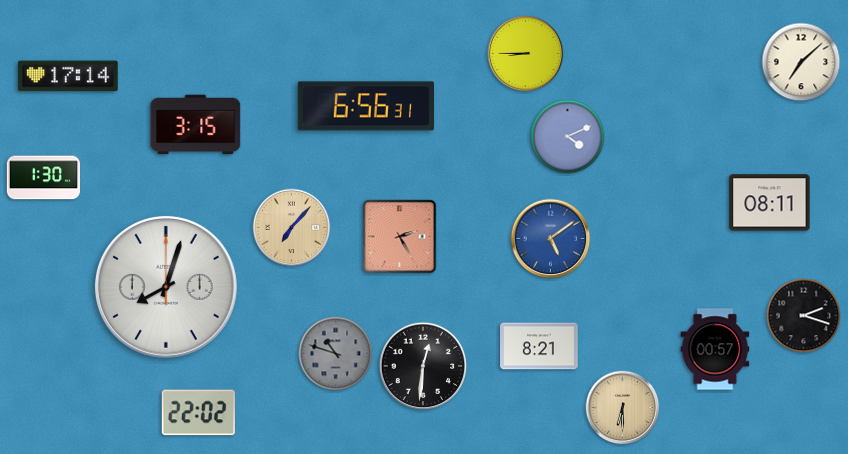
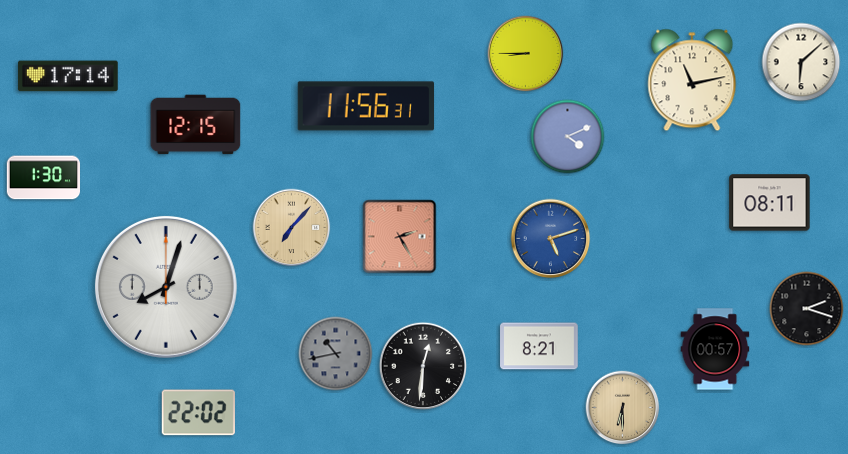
clock at (801, 62): 7:08 -> 6:08
clock at (692, 80): none -> 11:13
clock at (366, 106): 6:56 -> 11:56
clock at (196, 125): 3:15 -> 12:15
clock at (551, 239): 5:09 -> 5:12
clock at (804, 316) position: (804, 316) -> (807, 309)
clock at (336, 354): 10:48 -> 10:43
